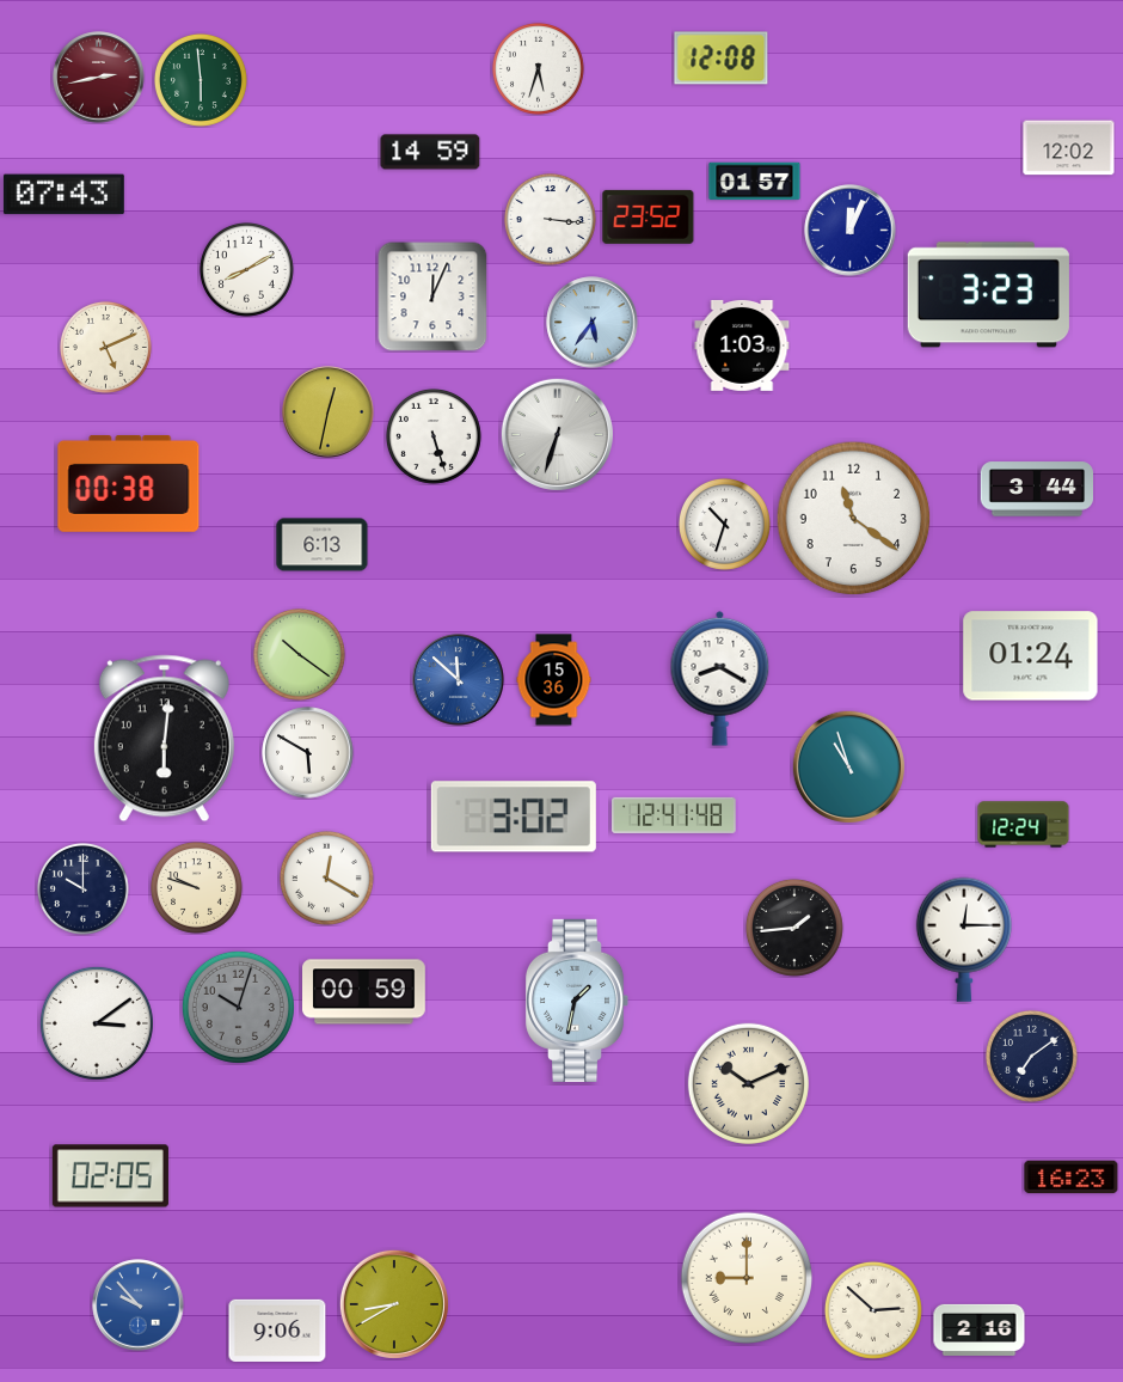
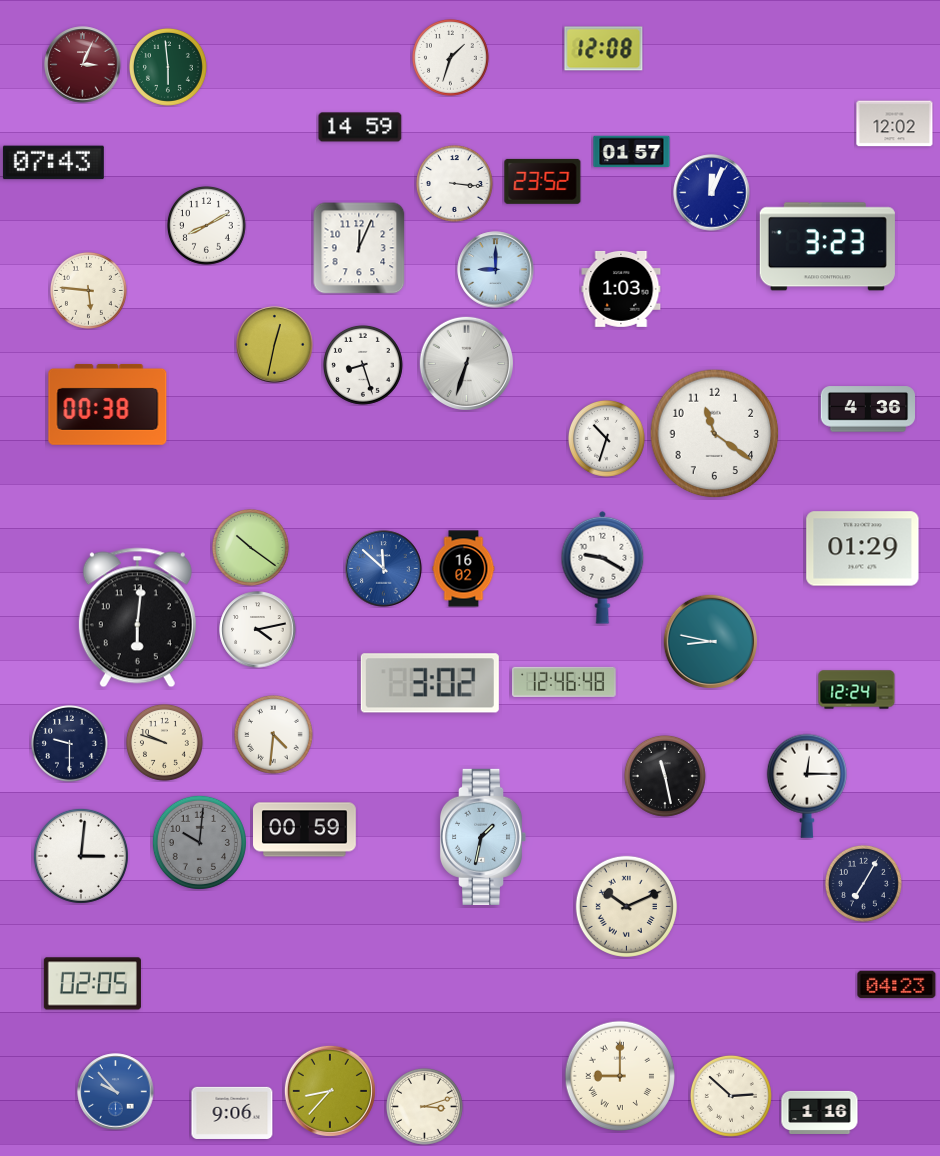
clock at (538, 68): 5:33 -> 1:33
clock at (99, 78): 2:43 -> 3:04
clock at (550, 219) position: (550, 219) -> (454, 183)
clock at (432, 296) position: (432, 296) -> (359, 248)
clock at (593, 323): 5:36 -> 9:00
clock at (105, 347): 5:11 -> 5:46
clock at (434, 436): 5:27 -> 8:27
clock at (1036, 489): 3:44 -> 4:36
clock at (323, 545): 6:13 -> none
clock at (1031, 656): 01:24 -> 01:29
clock at (720, 678): 8:20 -> 9:20
clock at (554, 680): 15:36 -> 16:02
clock at (308, 753): 5:50 -> 4:13
clock at (848, 766): 10:57 -> 8:47
clock at (674, 815): 12:41 -> 12:46
clock at (326, 877): 12:20 -> 4:31
clock at (82, 888): 10:00 -> 9:30
clock at (794, 928): 1:44 -> 11:28
clock at (238, 1007): 10:03 -> 10:01
clock at (97, 1023): 3:09 -> 3:01
clock at (1031, 1056): 7:09 -> 7:05
clock at (1072, 1178): 16:23 -> 04:23
clock at (745, 1277) position: (745, 1277) -> (619, 1075)
clock at (394, 1304): 8:40 -> 8:37
clock at (424, 1106): none -> 3:12
clock at (980, 1329): 2:16 -> 1:16
